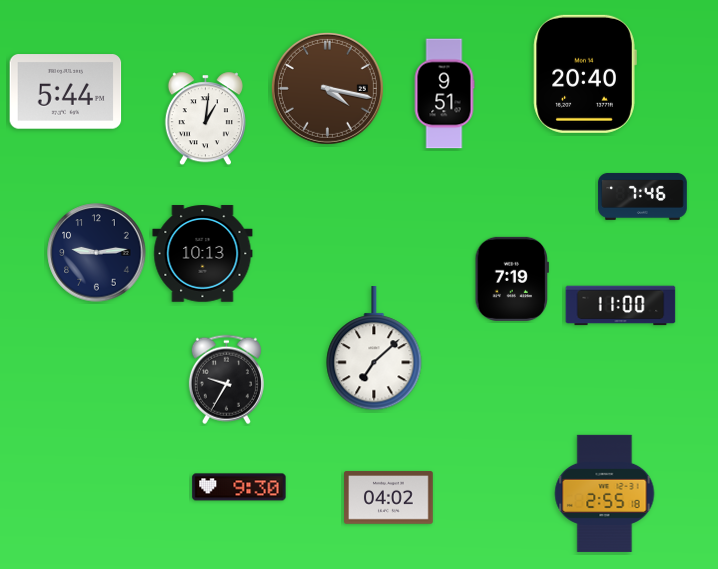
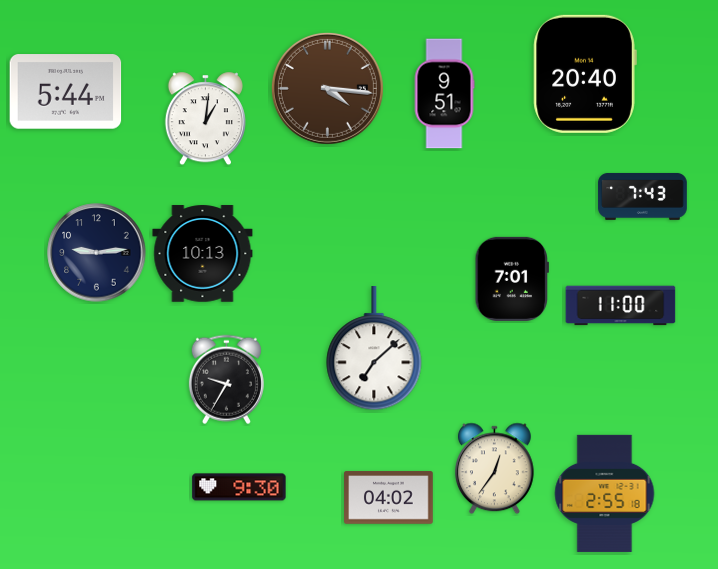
clock at (327, 88): 4:17 -> 4:16
clock at (643, 196): 7:46 -> 7:43
clock at (512, 279): 7:19 -> 7:01
clock at (495, 469): none -> 12:36
